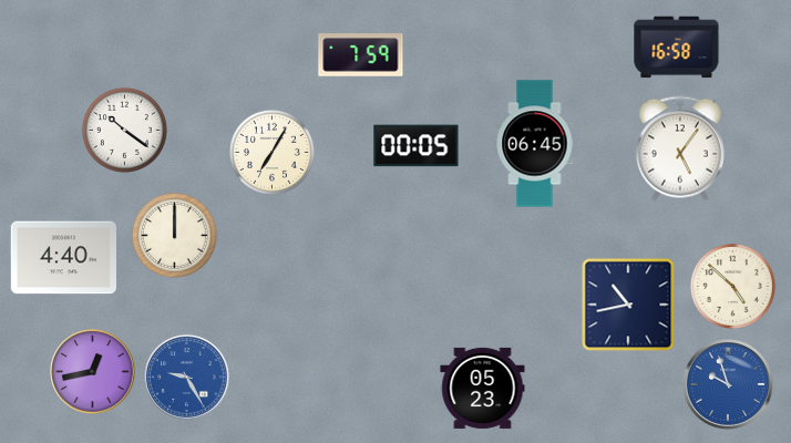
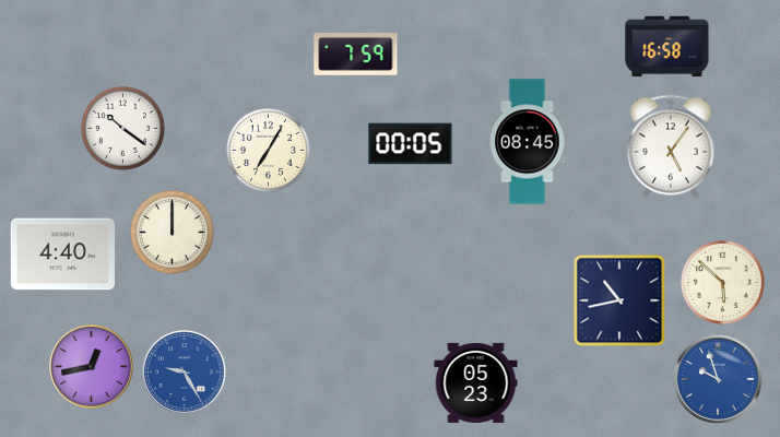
clock at (535, 144): 06:45 -> 08:45
clock at (732, 286): 4:52 -> 5:52
